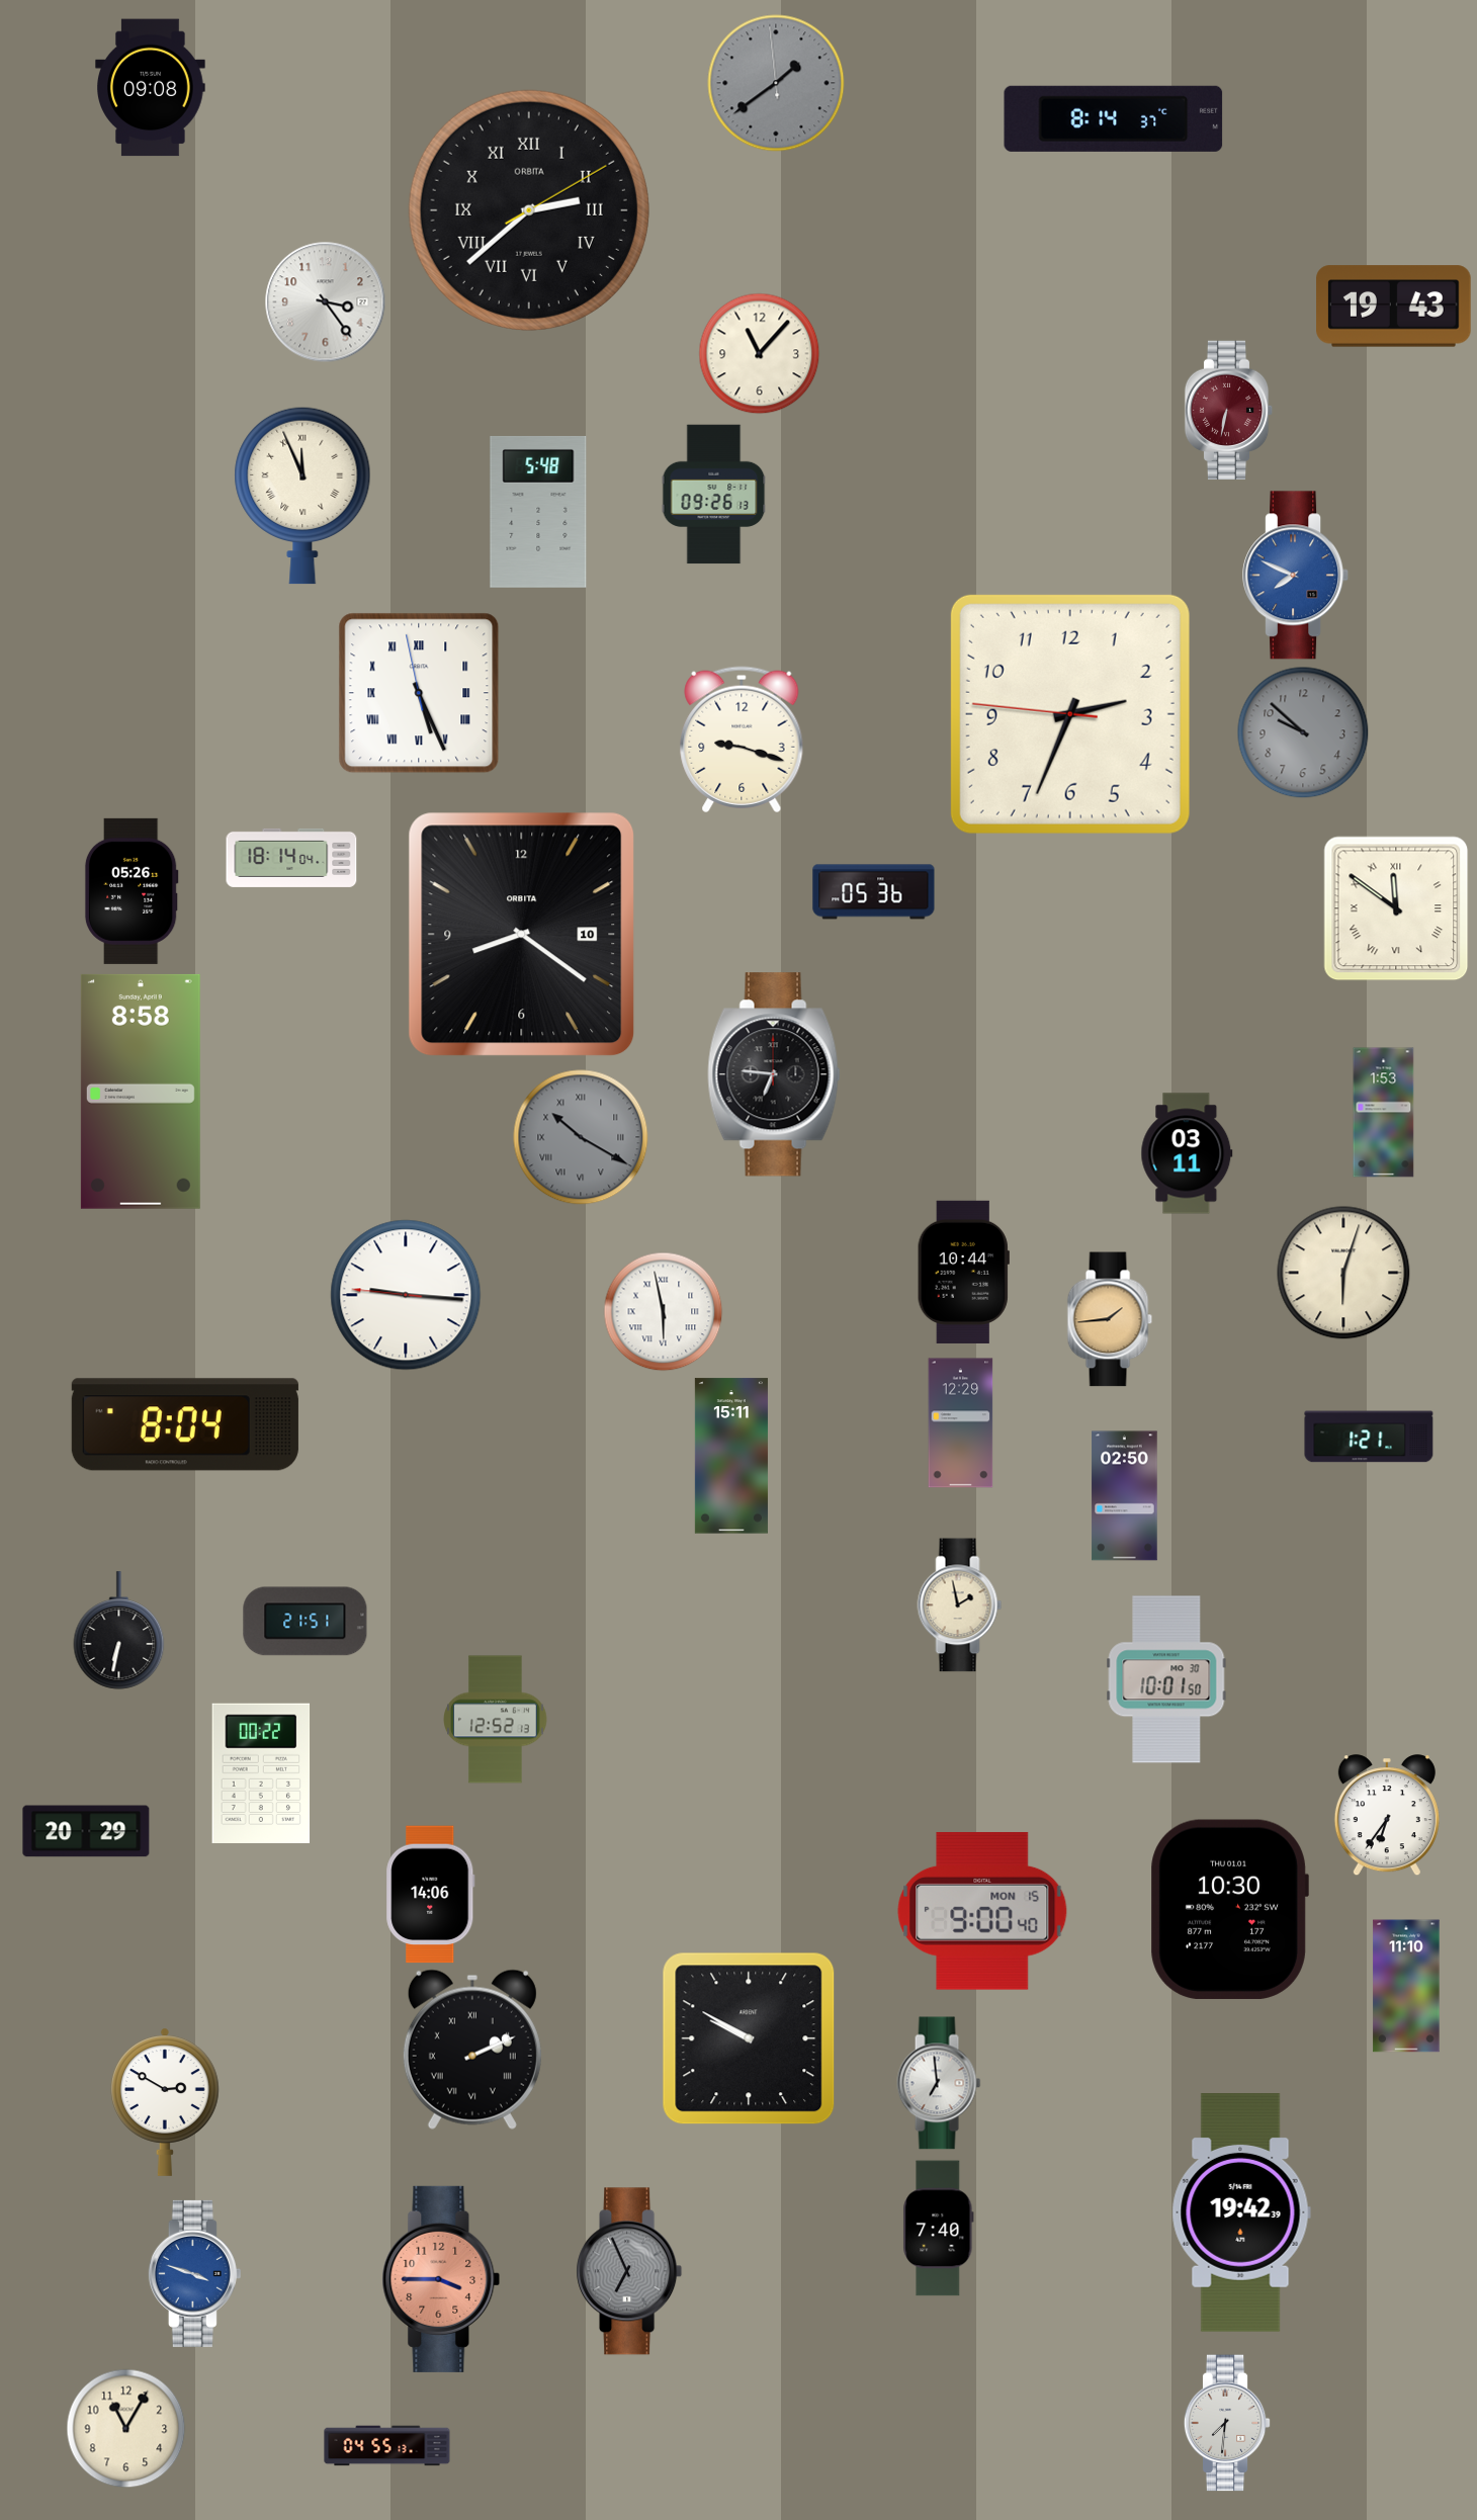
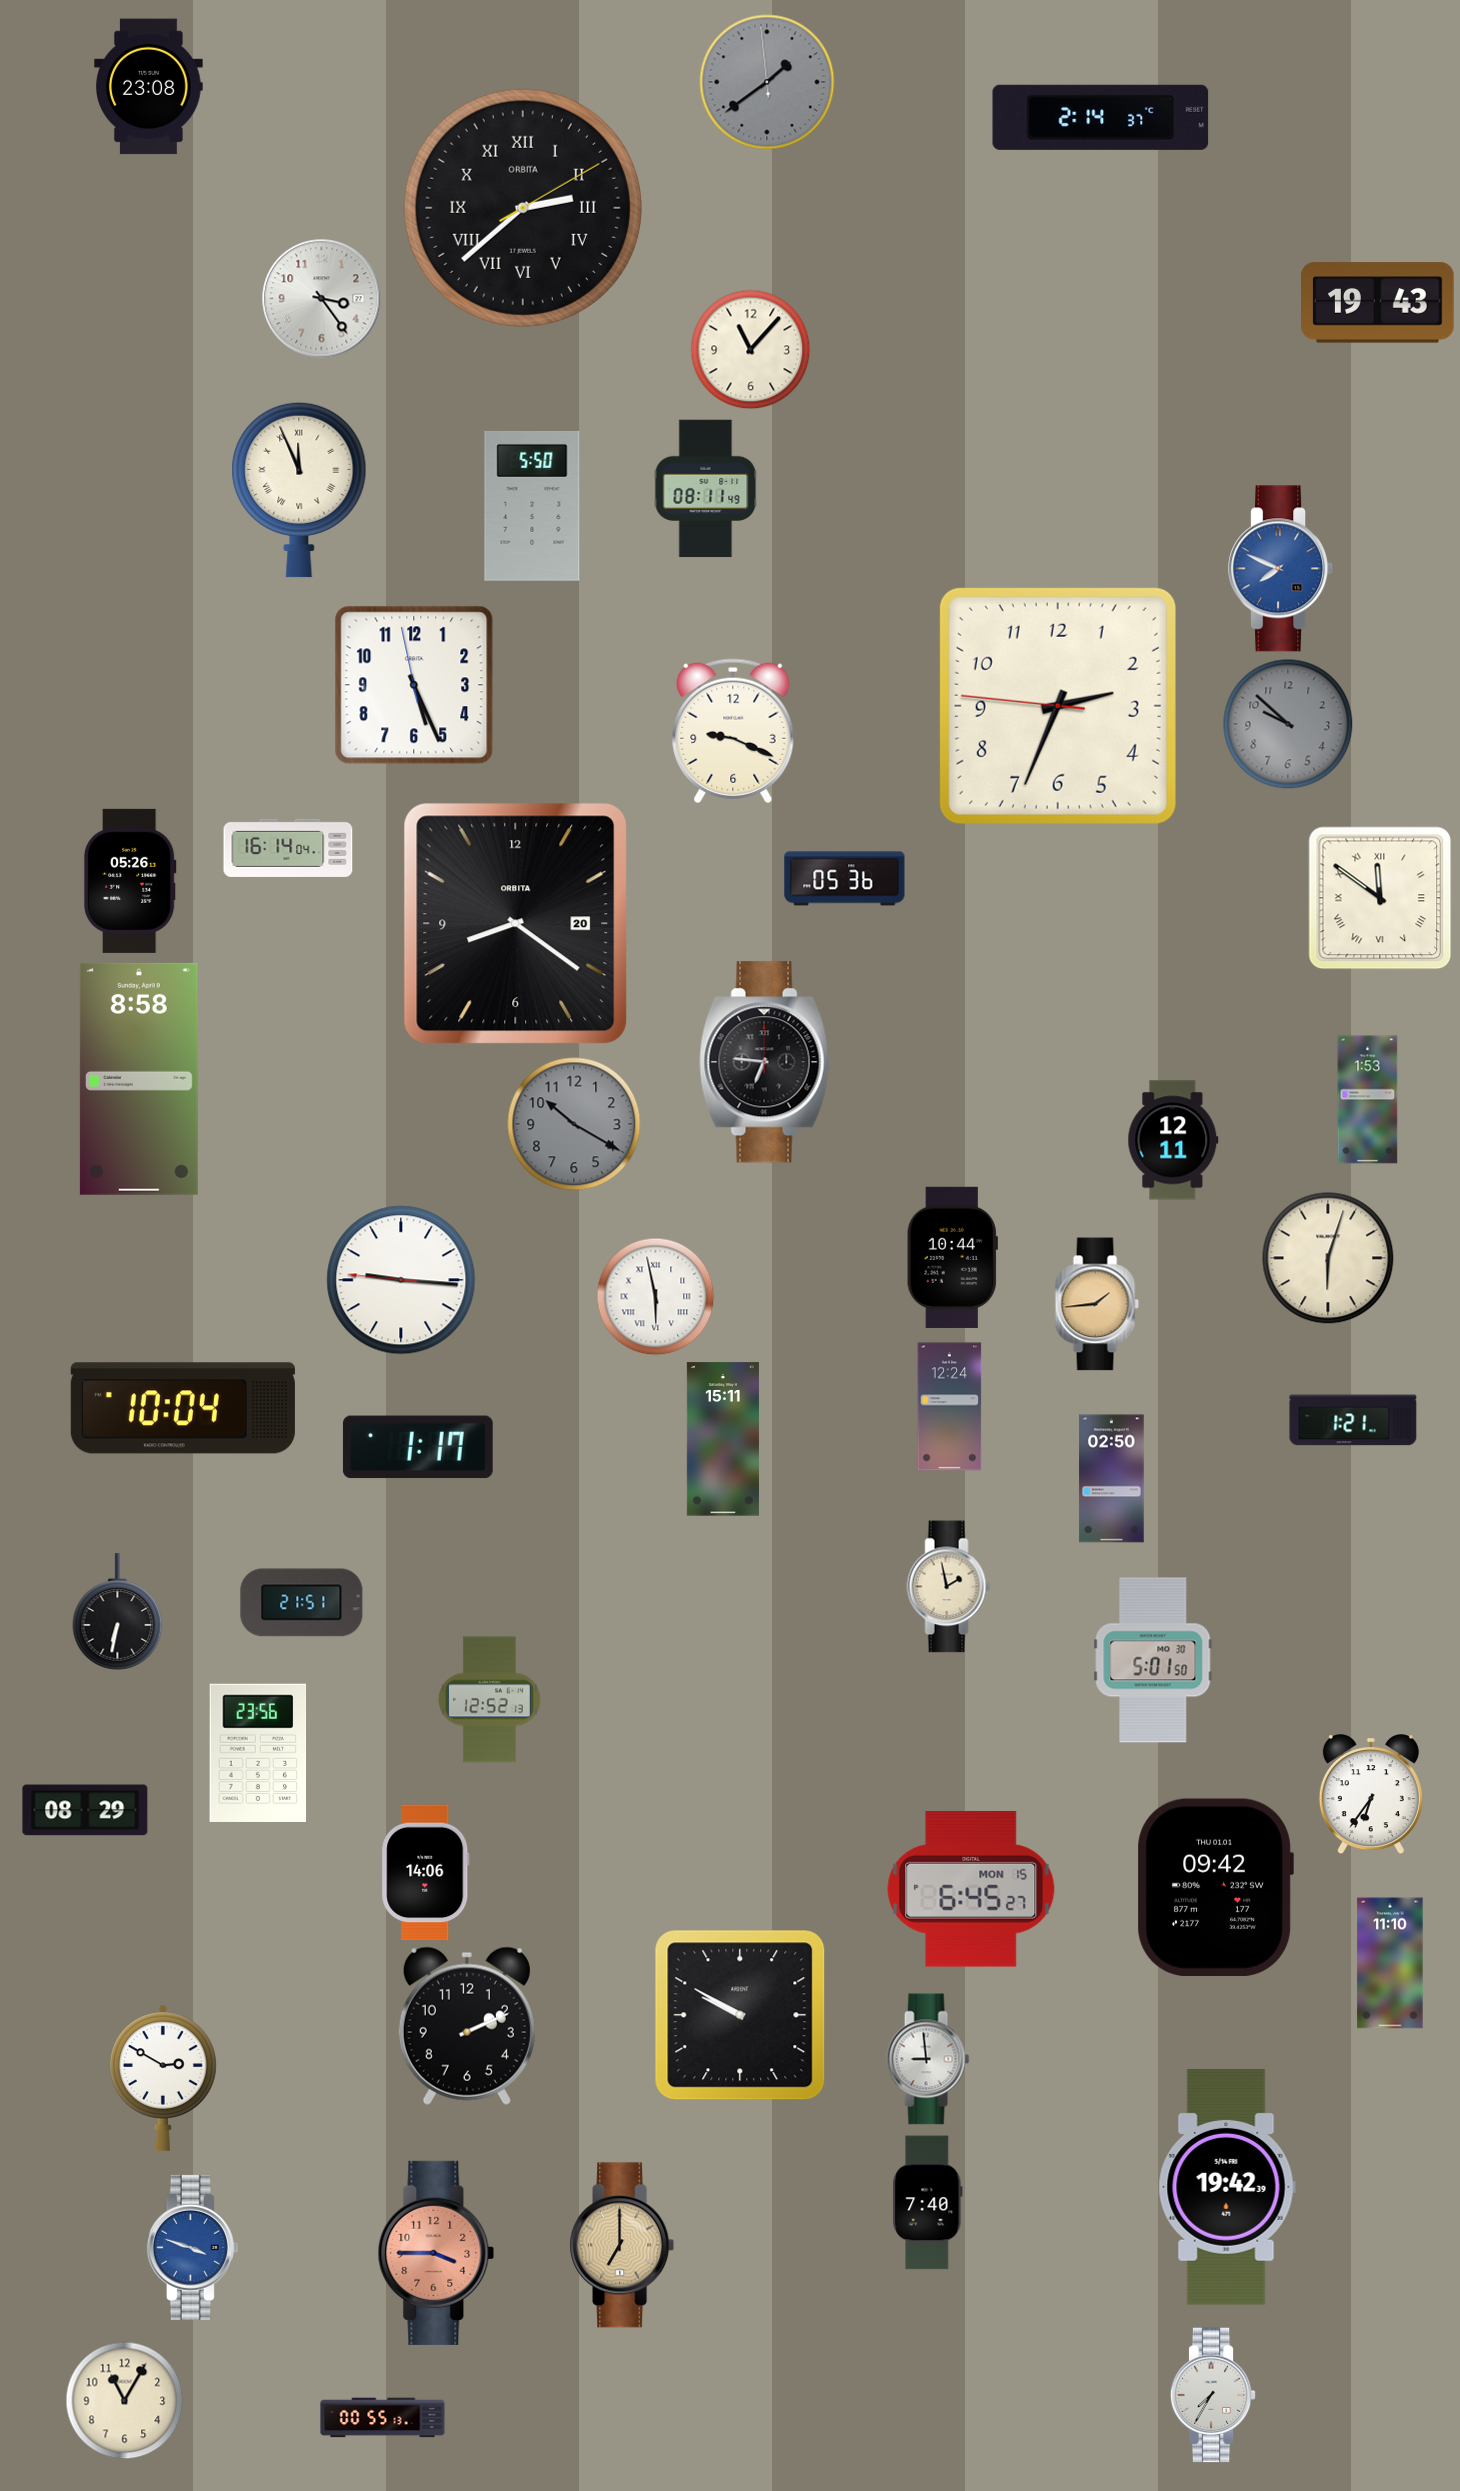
clock at (151, 88): 09:08 -> 23:08
clock at (1114, 118): 8:14 -> 2:14
clock at (1229, 411): 6:32 -> none
clock at (714, 495): 09:26 -> 08:11
clock at (538, 512): 5:48 -> 5:50
clock at (419, 693) numerals: Roman -> Arabic
clock at (742, 740): 9:18 -> 9:19
clock at (291, 858): 18:14 -> 16:14
clock at (874, 892) position: (874, 892) -> (845, 879)
clock at (522, 935) date: 10 -> 20
clock at (581, 1137) numerals: Roman -> Arabic
clock at (1187, 1153): 03:11 -> 12:11
clock at (961, 1423): 12:29 -> 12:24
clock at (185, 1424): 8:04 -> 10:04
clock at (418, 1447): none -> 1:17
clock at (1166, 1679): 10:01 -> 5:01
clock at (261, 1773): 00:22 -> 23:56
clock at (86, 1831): 20:29 -> 08:29
clock at (1229, 1909): 10:30 -> 09:42
clock at (982, 1911): 9:00 -> 6:45
clock at (472, 2050) numerals: Roman -> Arabic
clock at (939, 2083): 6:59 -> 8:59
clock at (629, 2271): 6:56 -> 7:00
clock at (629, 2271) dial: grey -> champagne
clock at (1227, 2423): 7:31 -> 7:35
clock at (387, 2446): 04:55 -> 00:55
